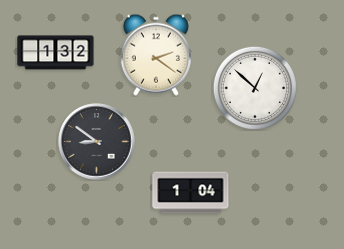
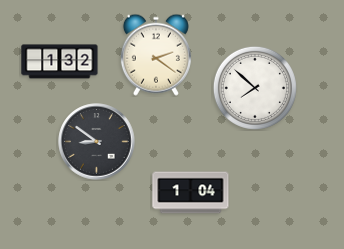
clock at (56, 53) position: (56, 53) -> (60, 62)
clock at (255, 88): 12:52 -> 7:52
